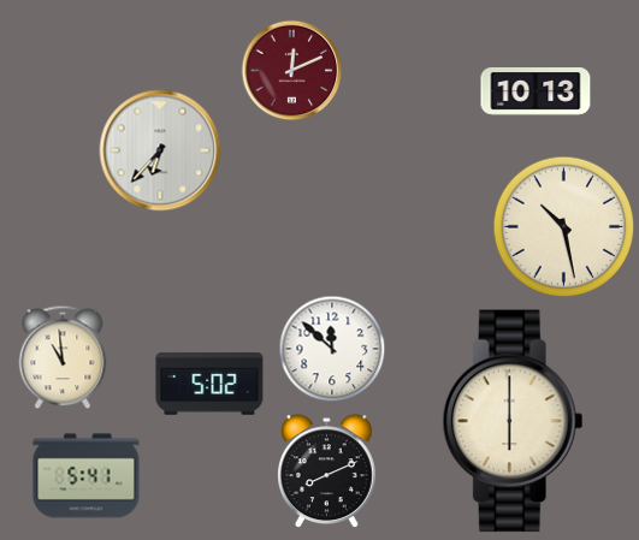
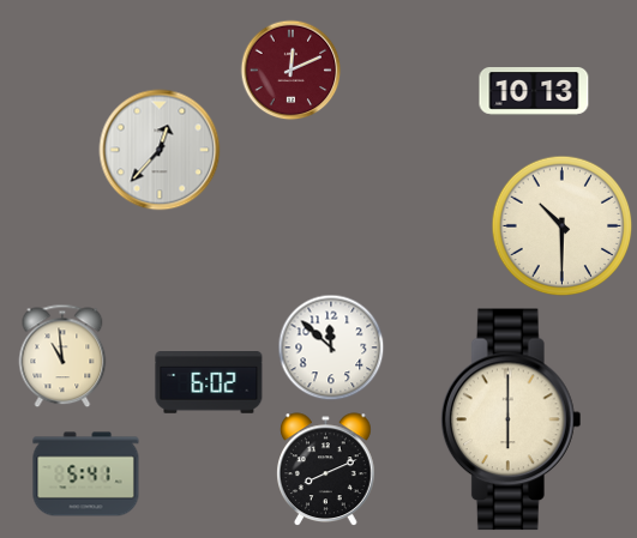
clock at (160, 150): 6:37 -> 12:37
clock at (564, 227): 10:28 -> 10:30
clock at (209, 385): 5:02 -> 6:02
